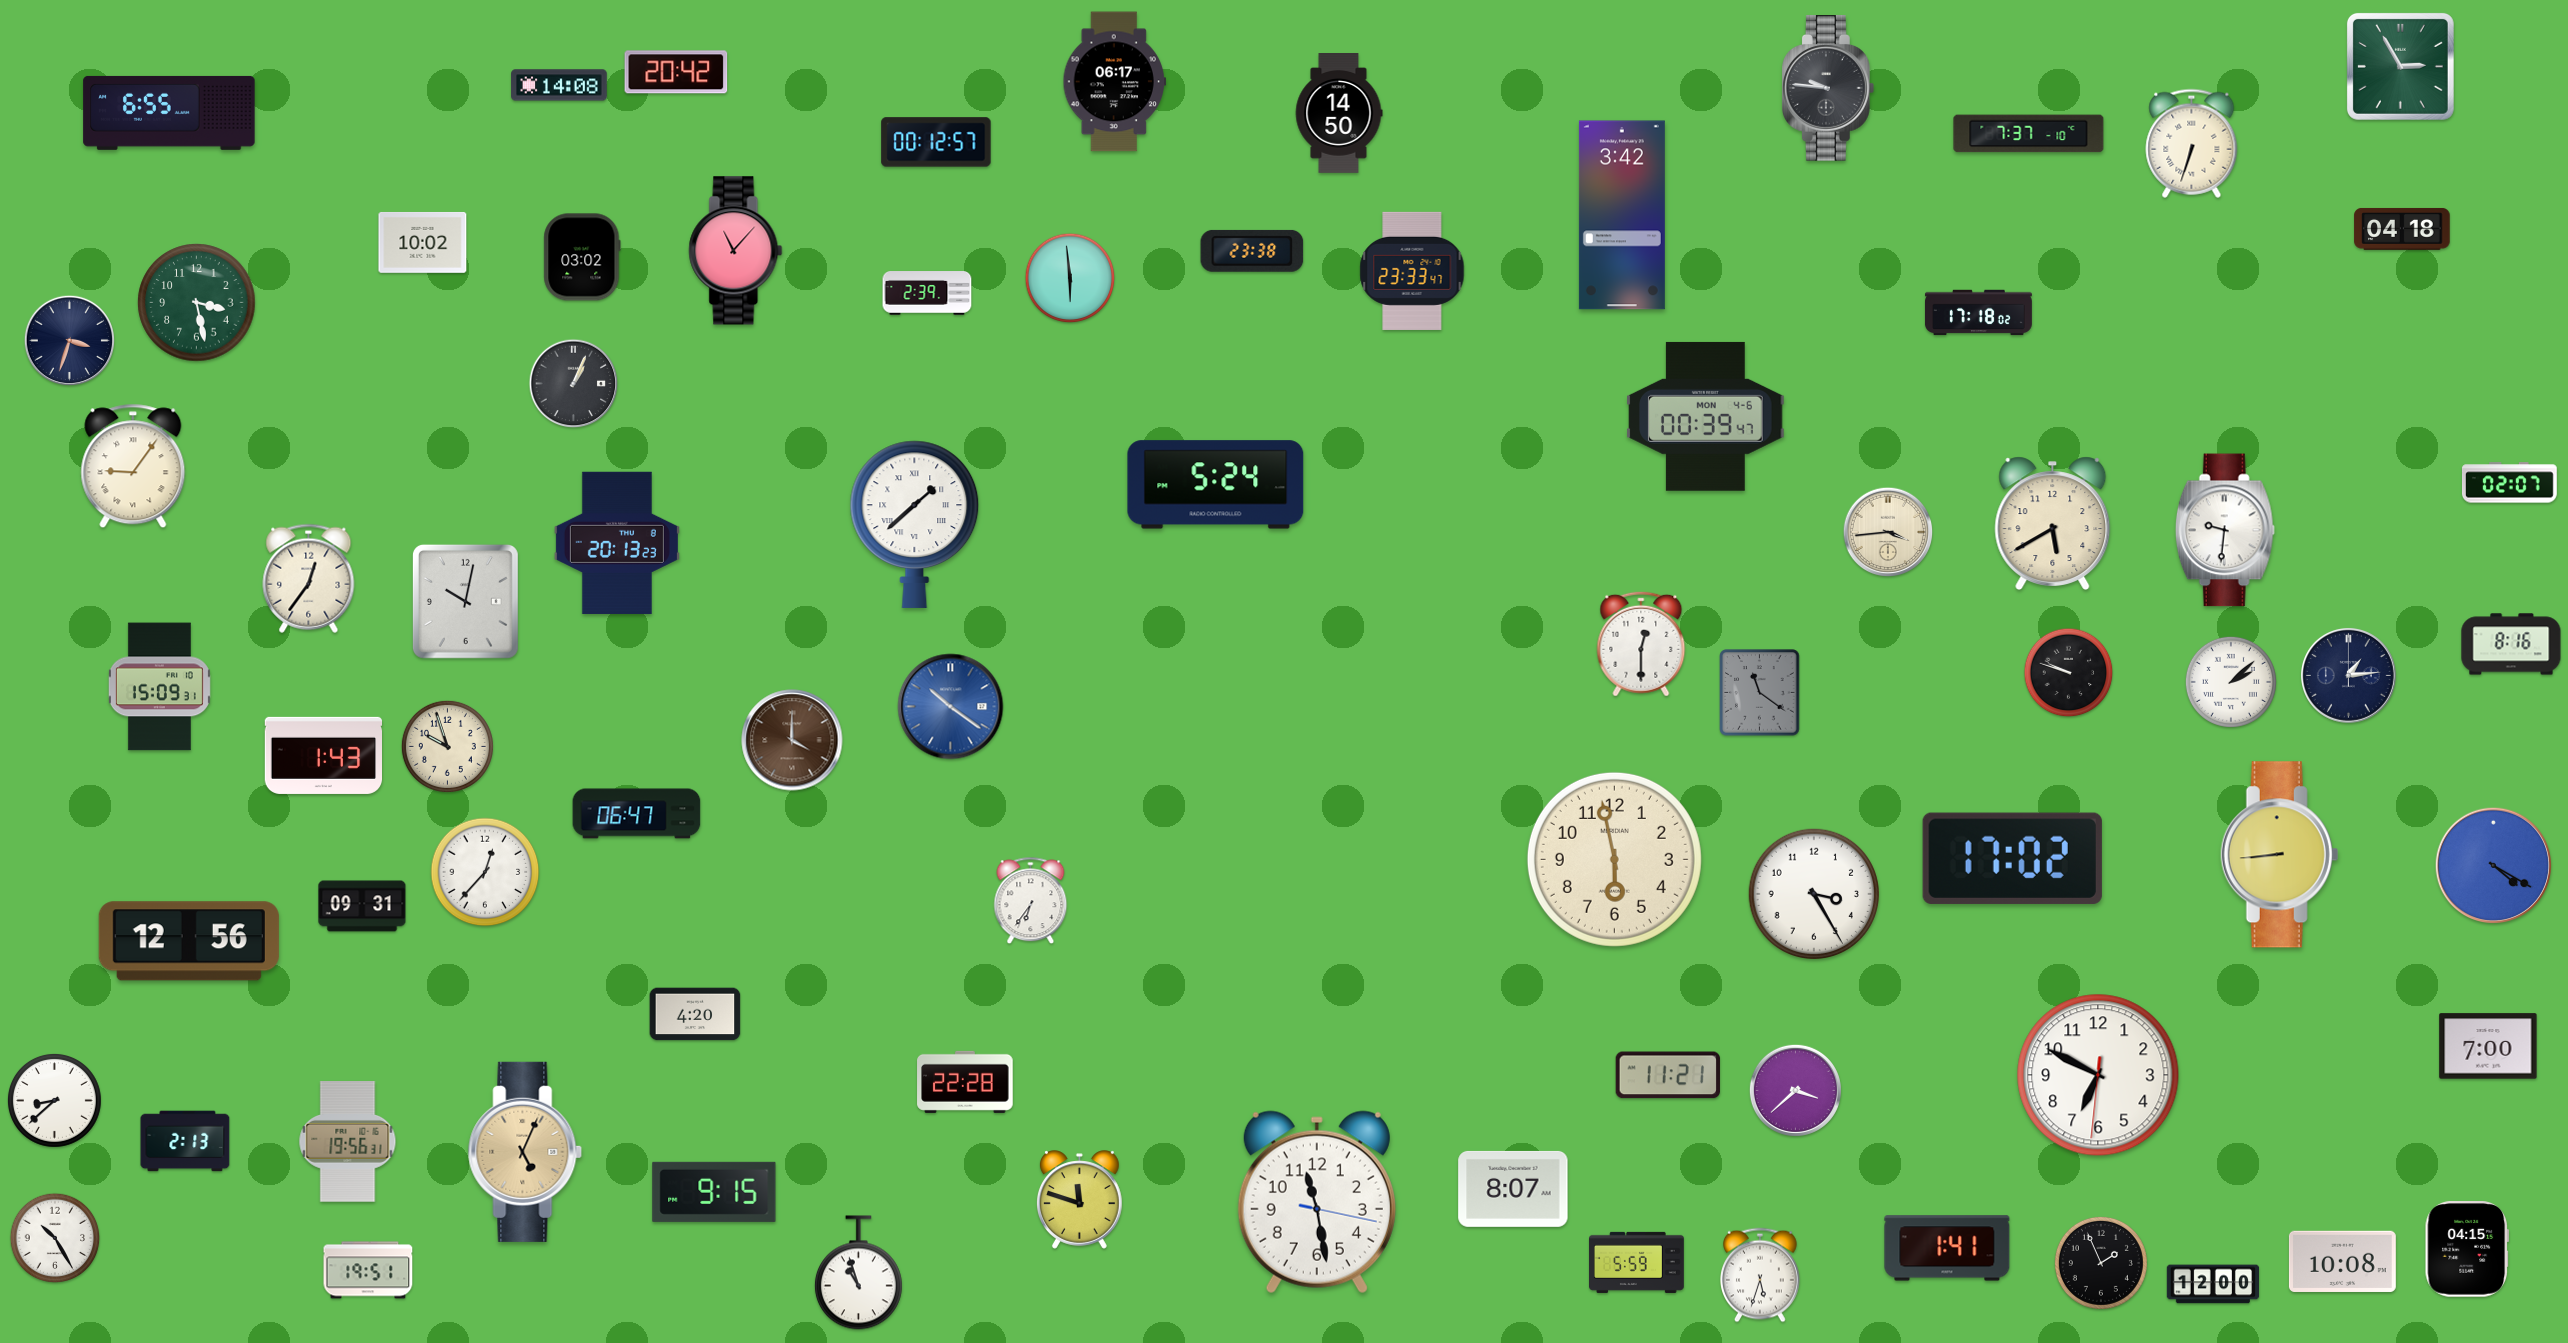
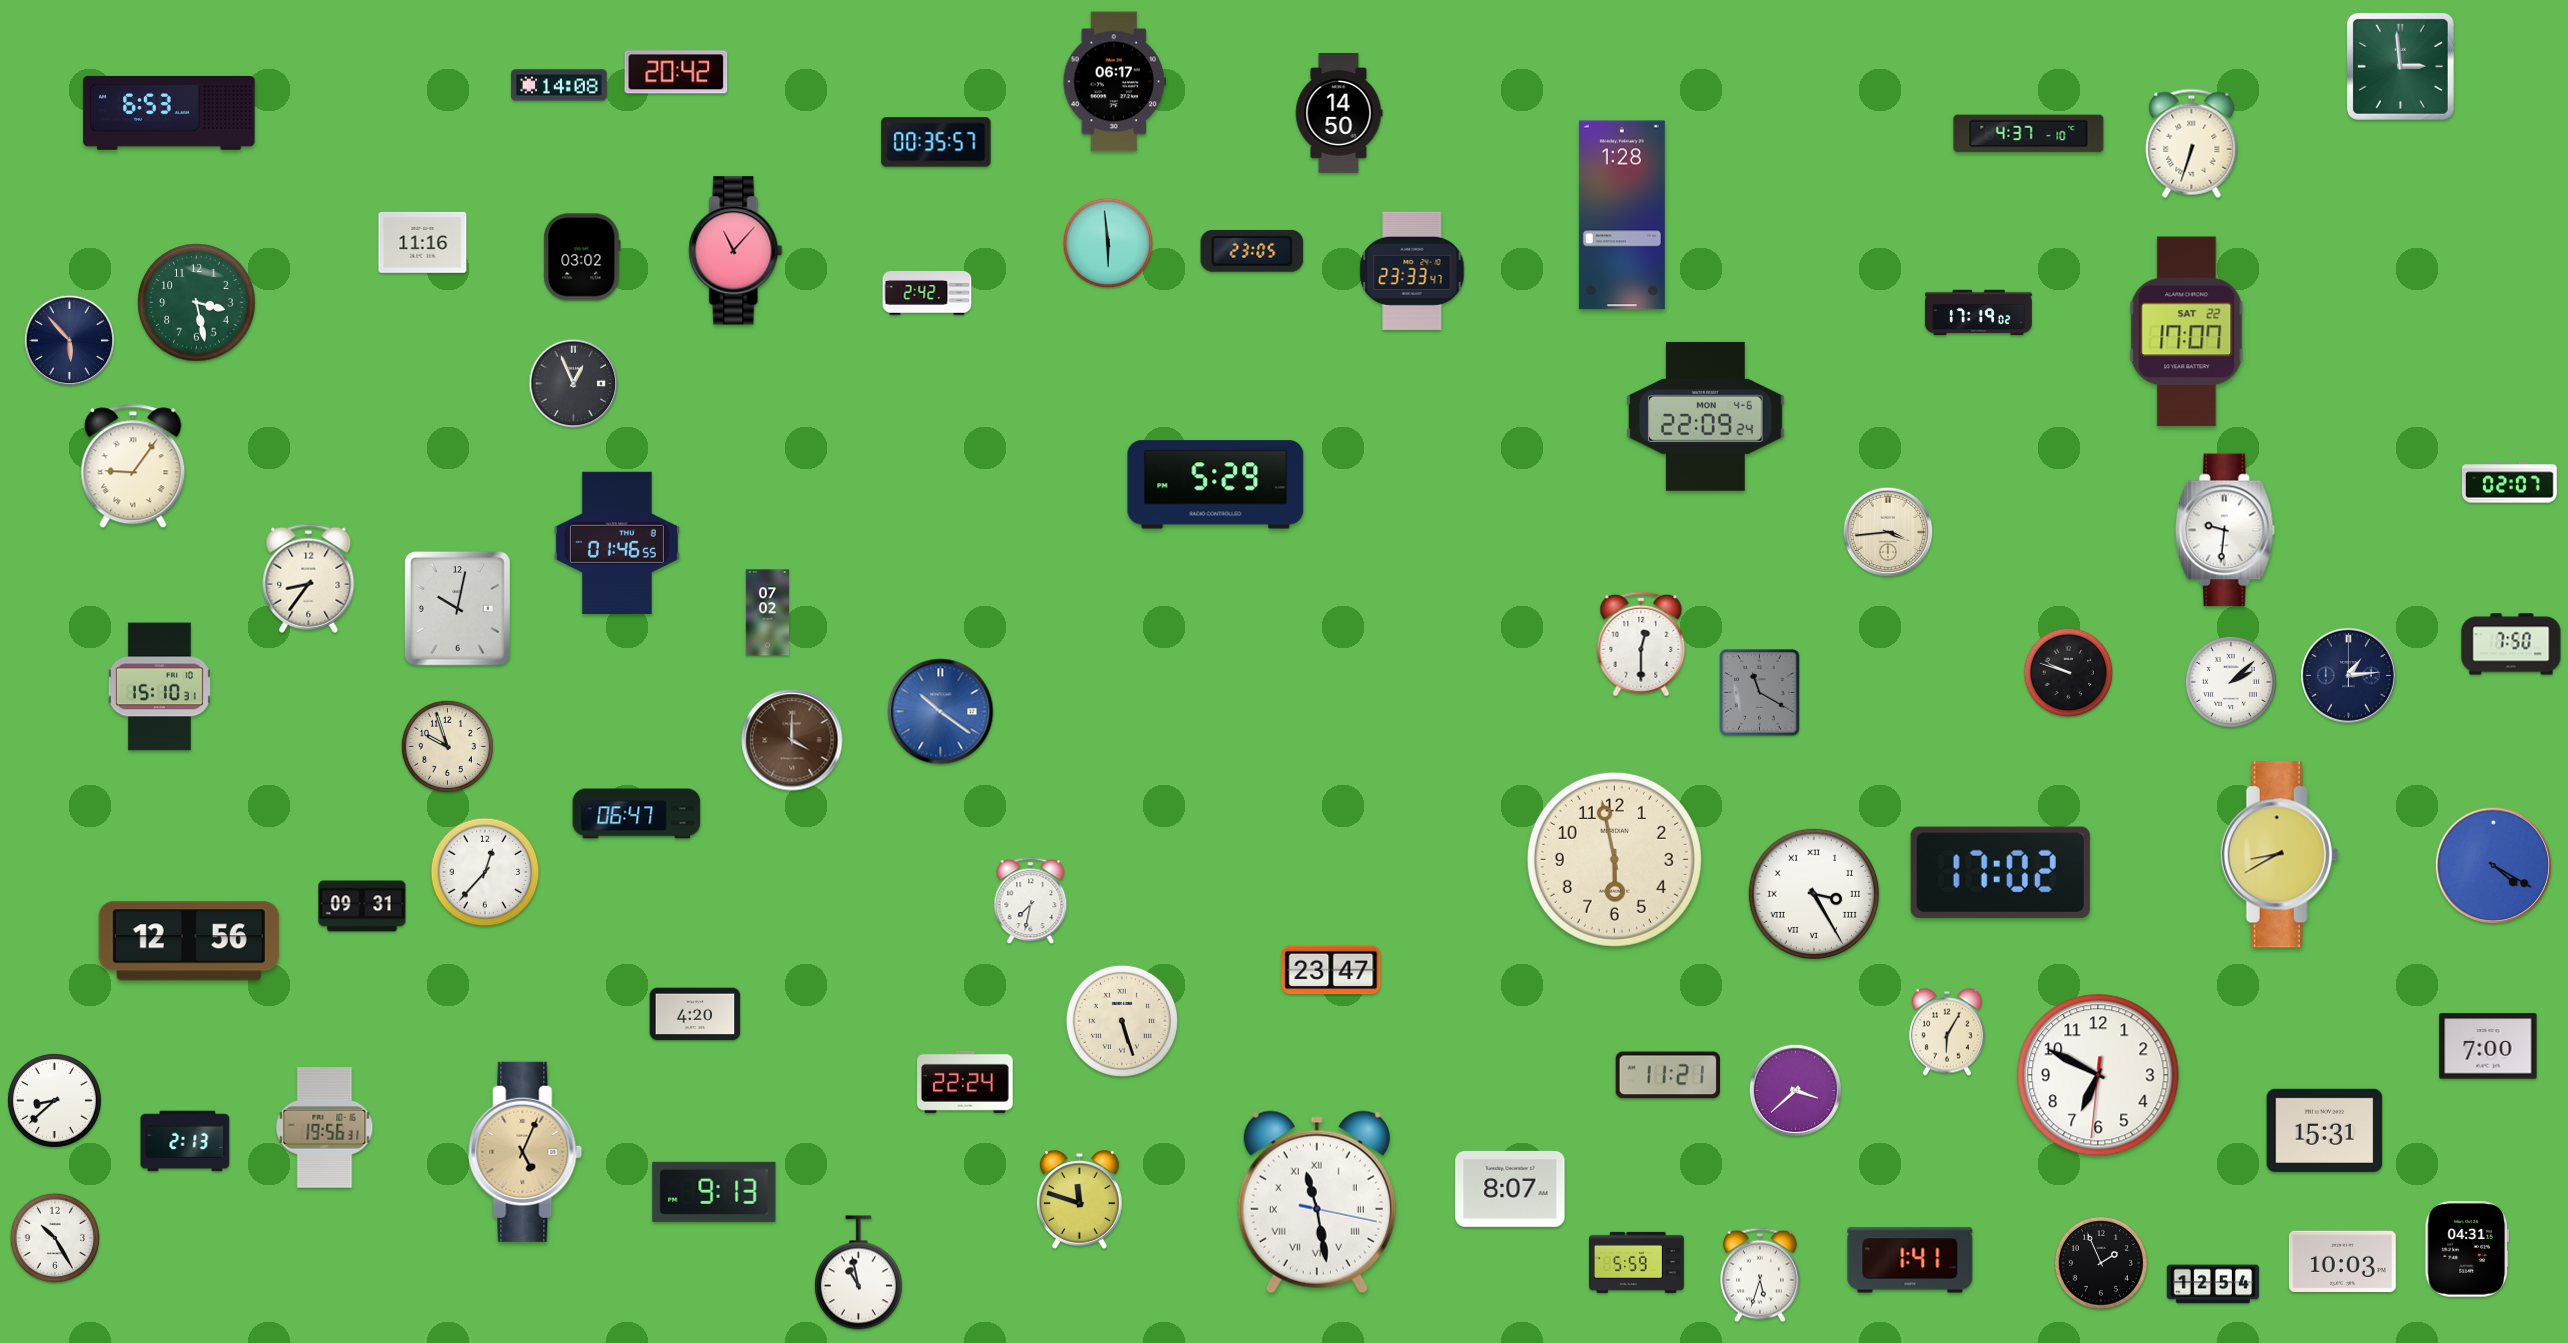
clock at (2400, 66): 2:55 -> 2:59
clock at (1828, 88): 9:46 -> none
clock at (169, 113): 6:55 -> 6:53
clock at (2029, 134): 7:37 -> 4:37
clock at (936, 142): 00:12 -> 00:35
clock at (1622, 215): 3:42 -> 1:28
clock at (2402, 229): 04:18 -> none
clock at (423, 242): 10:02 -> 11:16
clock at (1252, 251): 23:38 -> 23:05
clock at (1070, 278) position: (1070, 278) -> (1108, 243)
clock at (927, 293): 2:39 -> 2:42
clock at (1978, 313): 17:18 -> 17:19
clock at (2187, 332): none -> 17:07
clock at (70, 341): 3:33 -> 5:53
clock at (574, 384): 1:04 -> 12:56
clock at (1706, 416): 00:39 -> 22:09
clock at (1216, 485): 5:24 -> 5:29
clock at (2053, 523): 5:40 -> none
clock at (915, 524): 1:38 -> none
clock at (617, 543): 20:13 -> 01:46
clock at (309, 578): 12:36 -> 8:36
clock at (465, 601) position: (465, 601) -> (457, 608)
clock at (768, 613): none -> 07:02
clock at (2511, 644): 8:16 -> 7:50
clock at (159, 687): 15:09 -> 15:10
clock at (1760, 693): 11:21 -> 11:20
clock at (951, 707) position: (951, 707) -> (941, 712)
clock at (323, 755): 1:43 -> none
clock at (2280, 855): 8:44 -> 8:40
clock at (2012, 858) position: (2012, 858) -> (2000, 872)
clock at (1814, 894) numerals: Arabic -> Roman
clock at (1031, 901): 6:36 -> 7:32
clock at (1331, 970): none -> 23:47
clock at (1122, 1021): none -> 5:27
clock at (1947, 1032): none -> 6:05
clock at (965, 1082): 22:28 -> 22:24
clock at (2325, 1130): none -> 15:31
clock at (348, 1142) position: (348, 1142) -> (325, 1128)
clock at (1513, 1189) position: (1513, 1189) -> (1510, 1189)
clock at (714, 1192): 9:15 -> 9:13
clock at (1317, 1202) numerals: Arabic -> Roman
clock at (1947, 1248) position: (1947, 1248) -> (1910, 1260)
clock at (2466, 1249): 04:15 -> 04:31
clock at (2342, 1261): 10:08 -> 10:03
clock at (368, 1270): 19:51 -> none
clock at (858, 1273): 10:57 -> 10:58
clock at (2213, 1284): 12:00 -> 12:54
